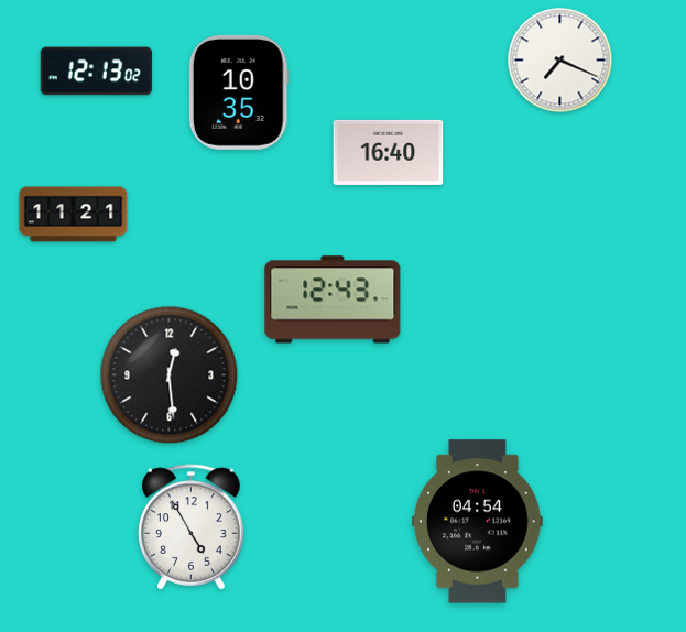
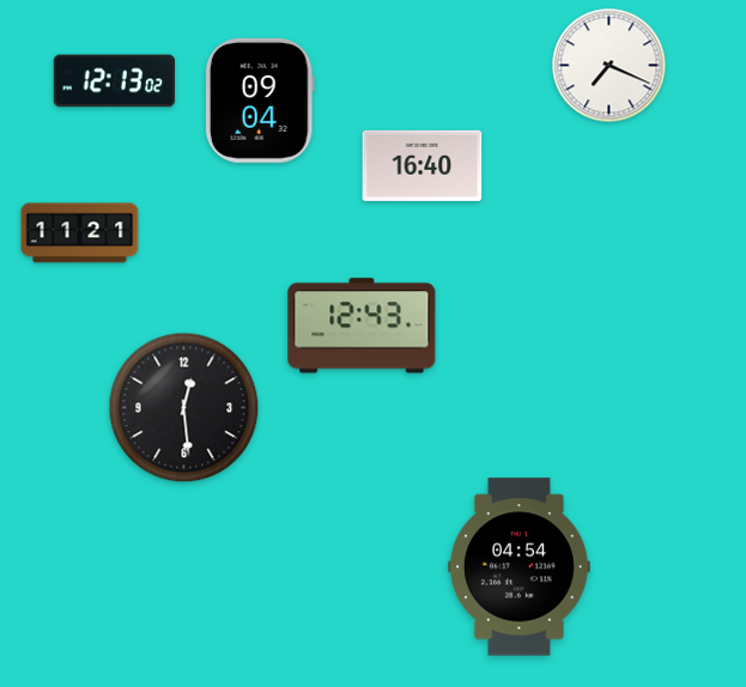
clock at (97, 72) position: (97, 72) -> (115, 81)
clock at (239, 92): 10:35 -> 09:04
clock at (192, 527): 4:55 -> none
